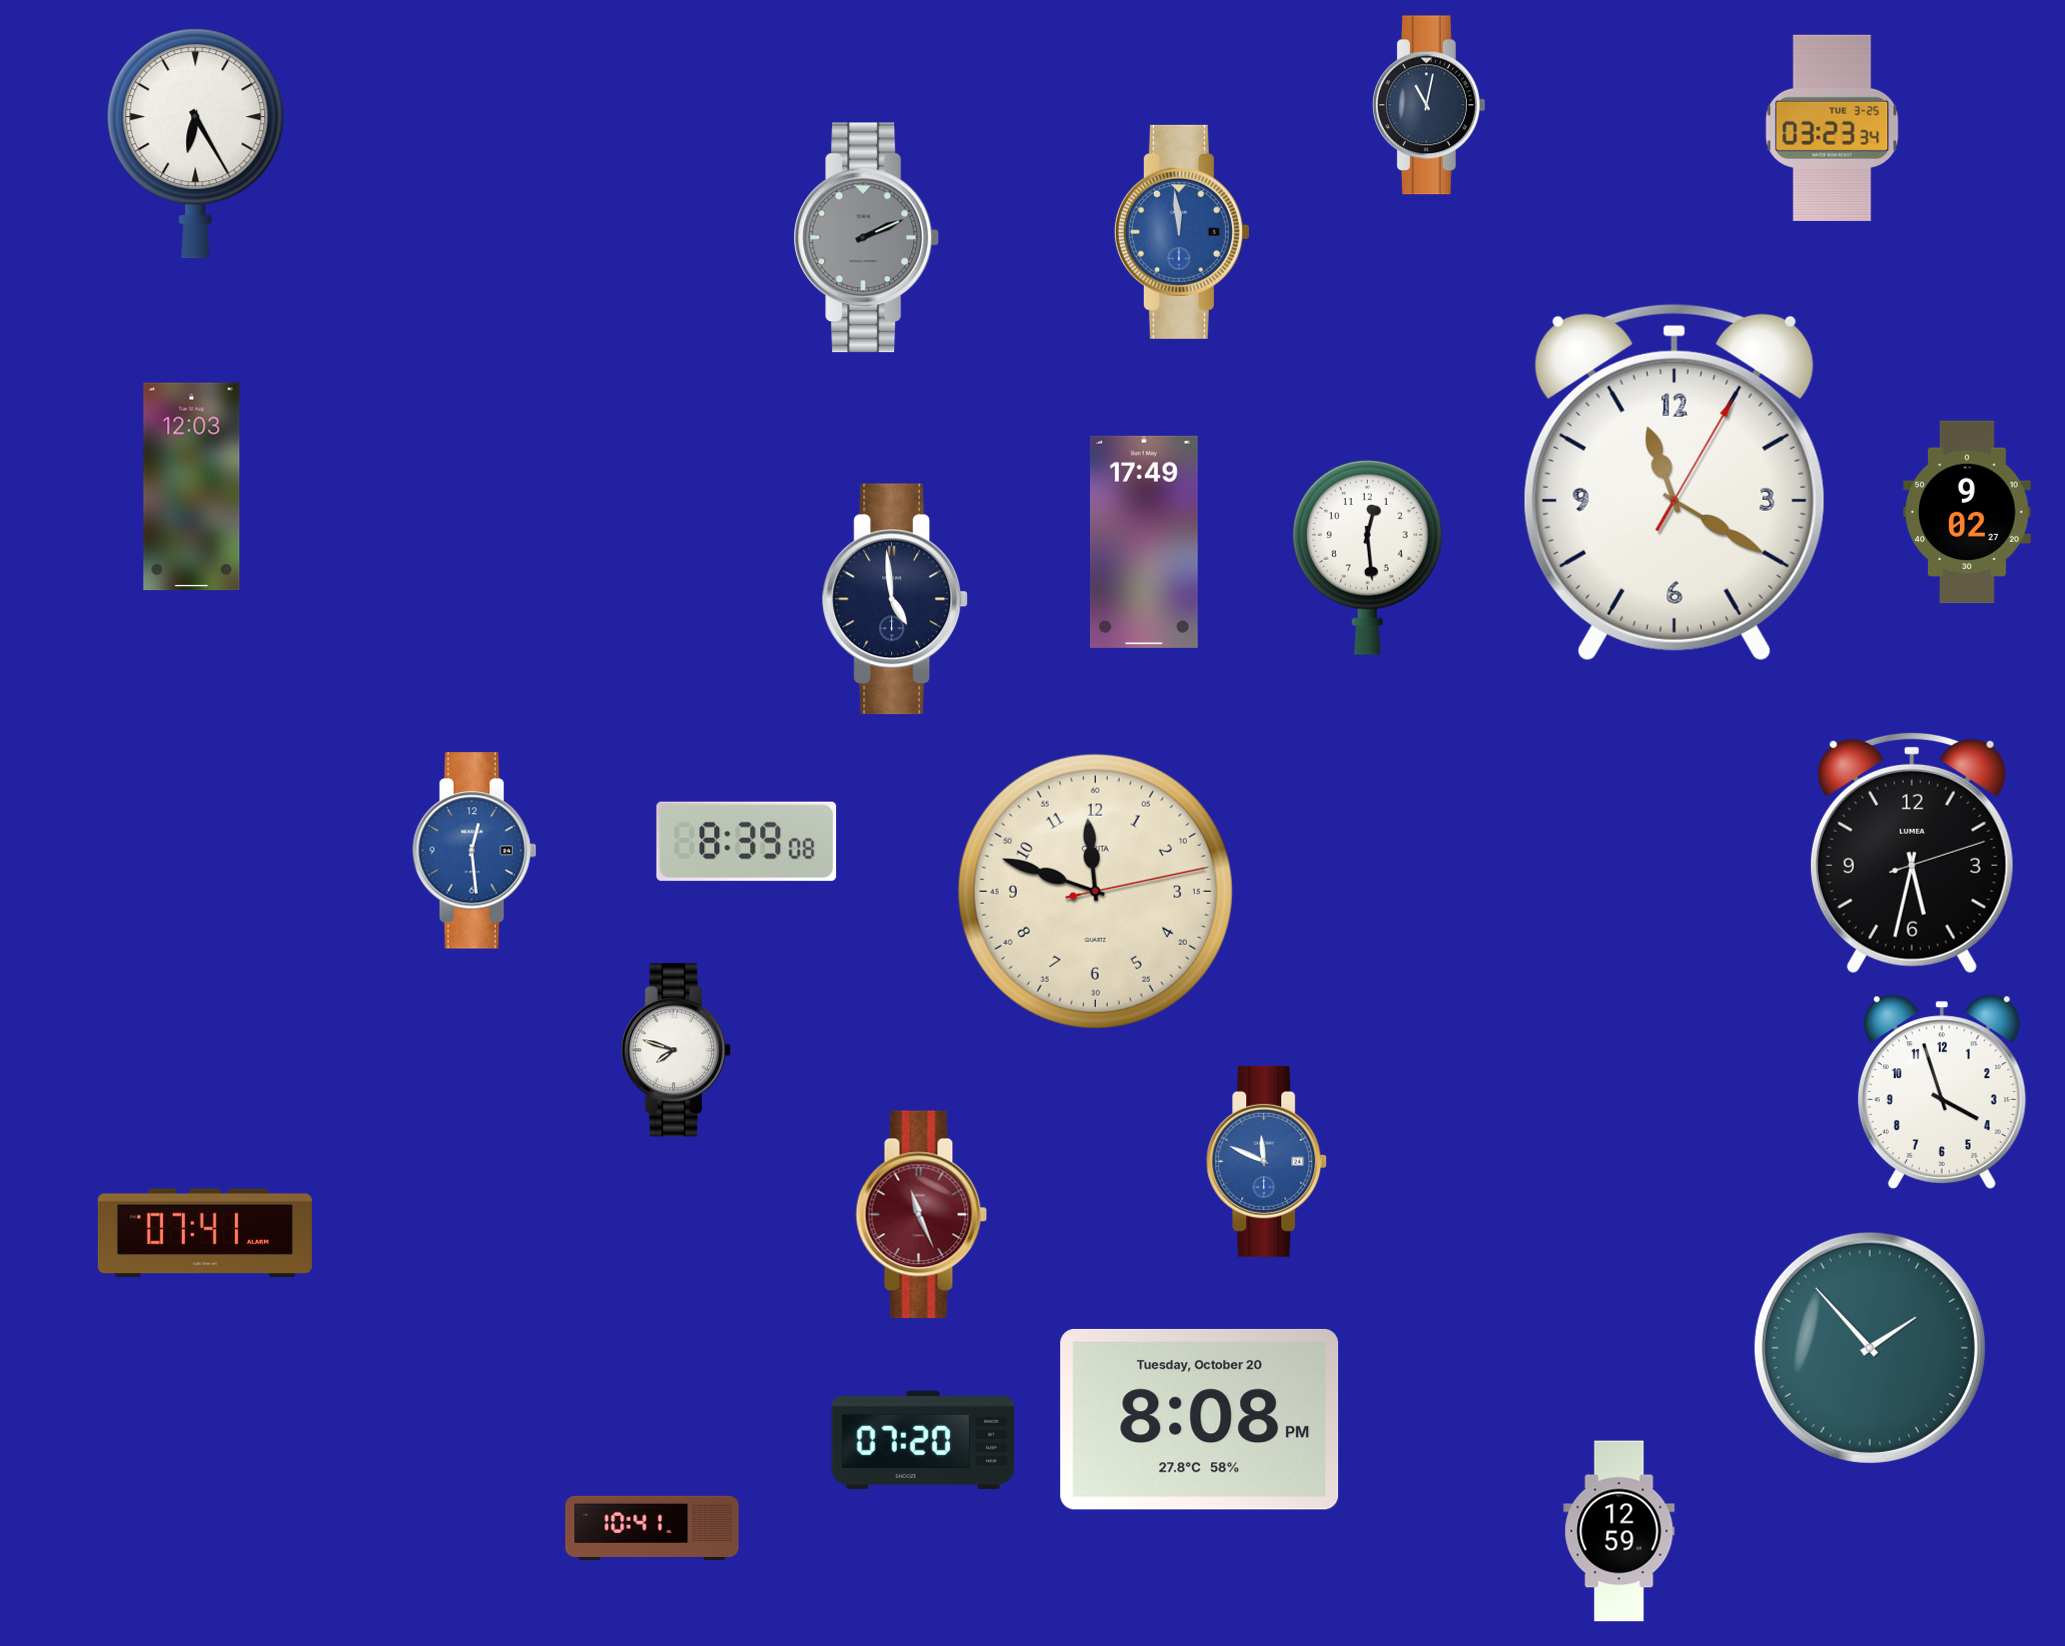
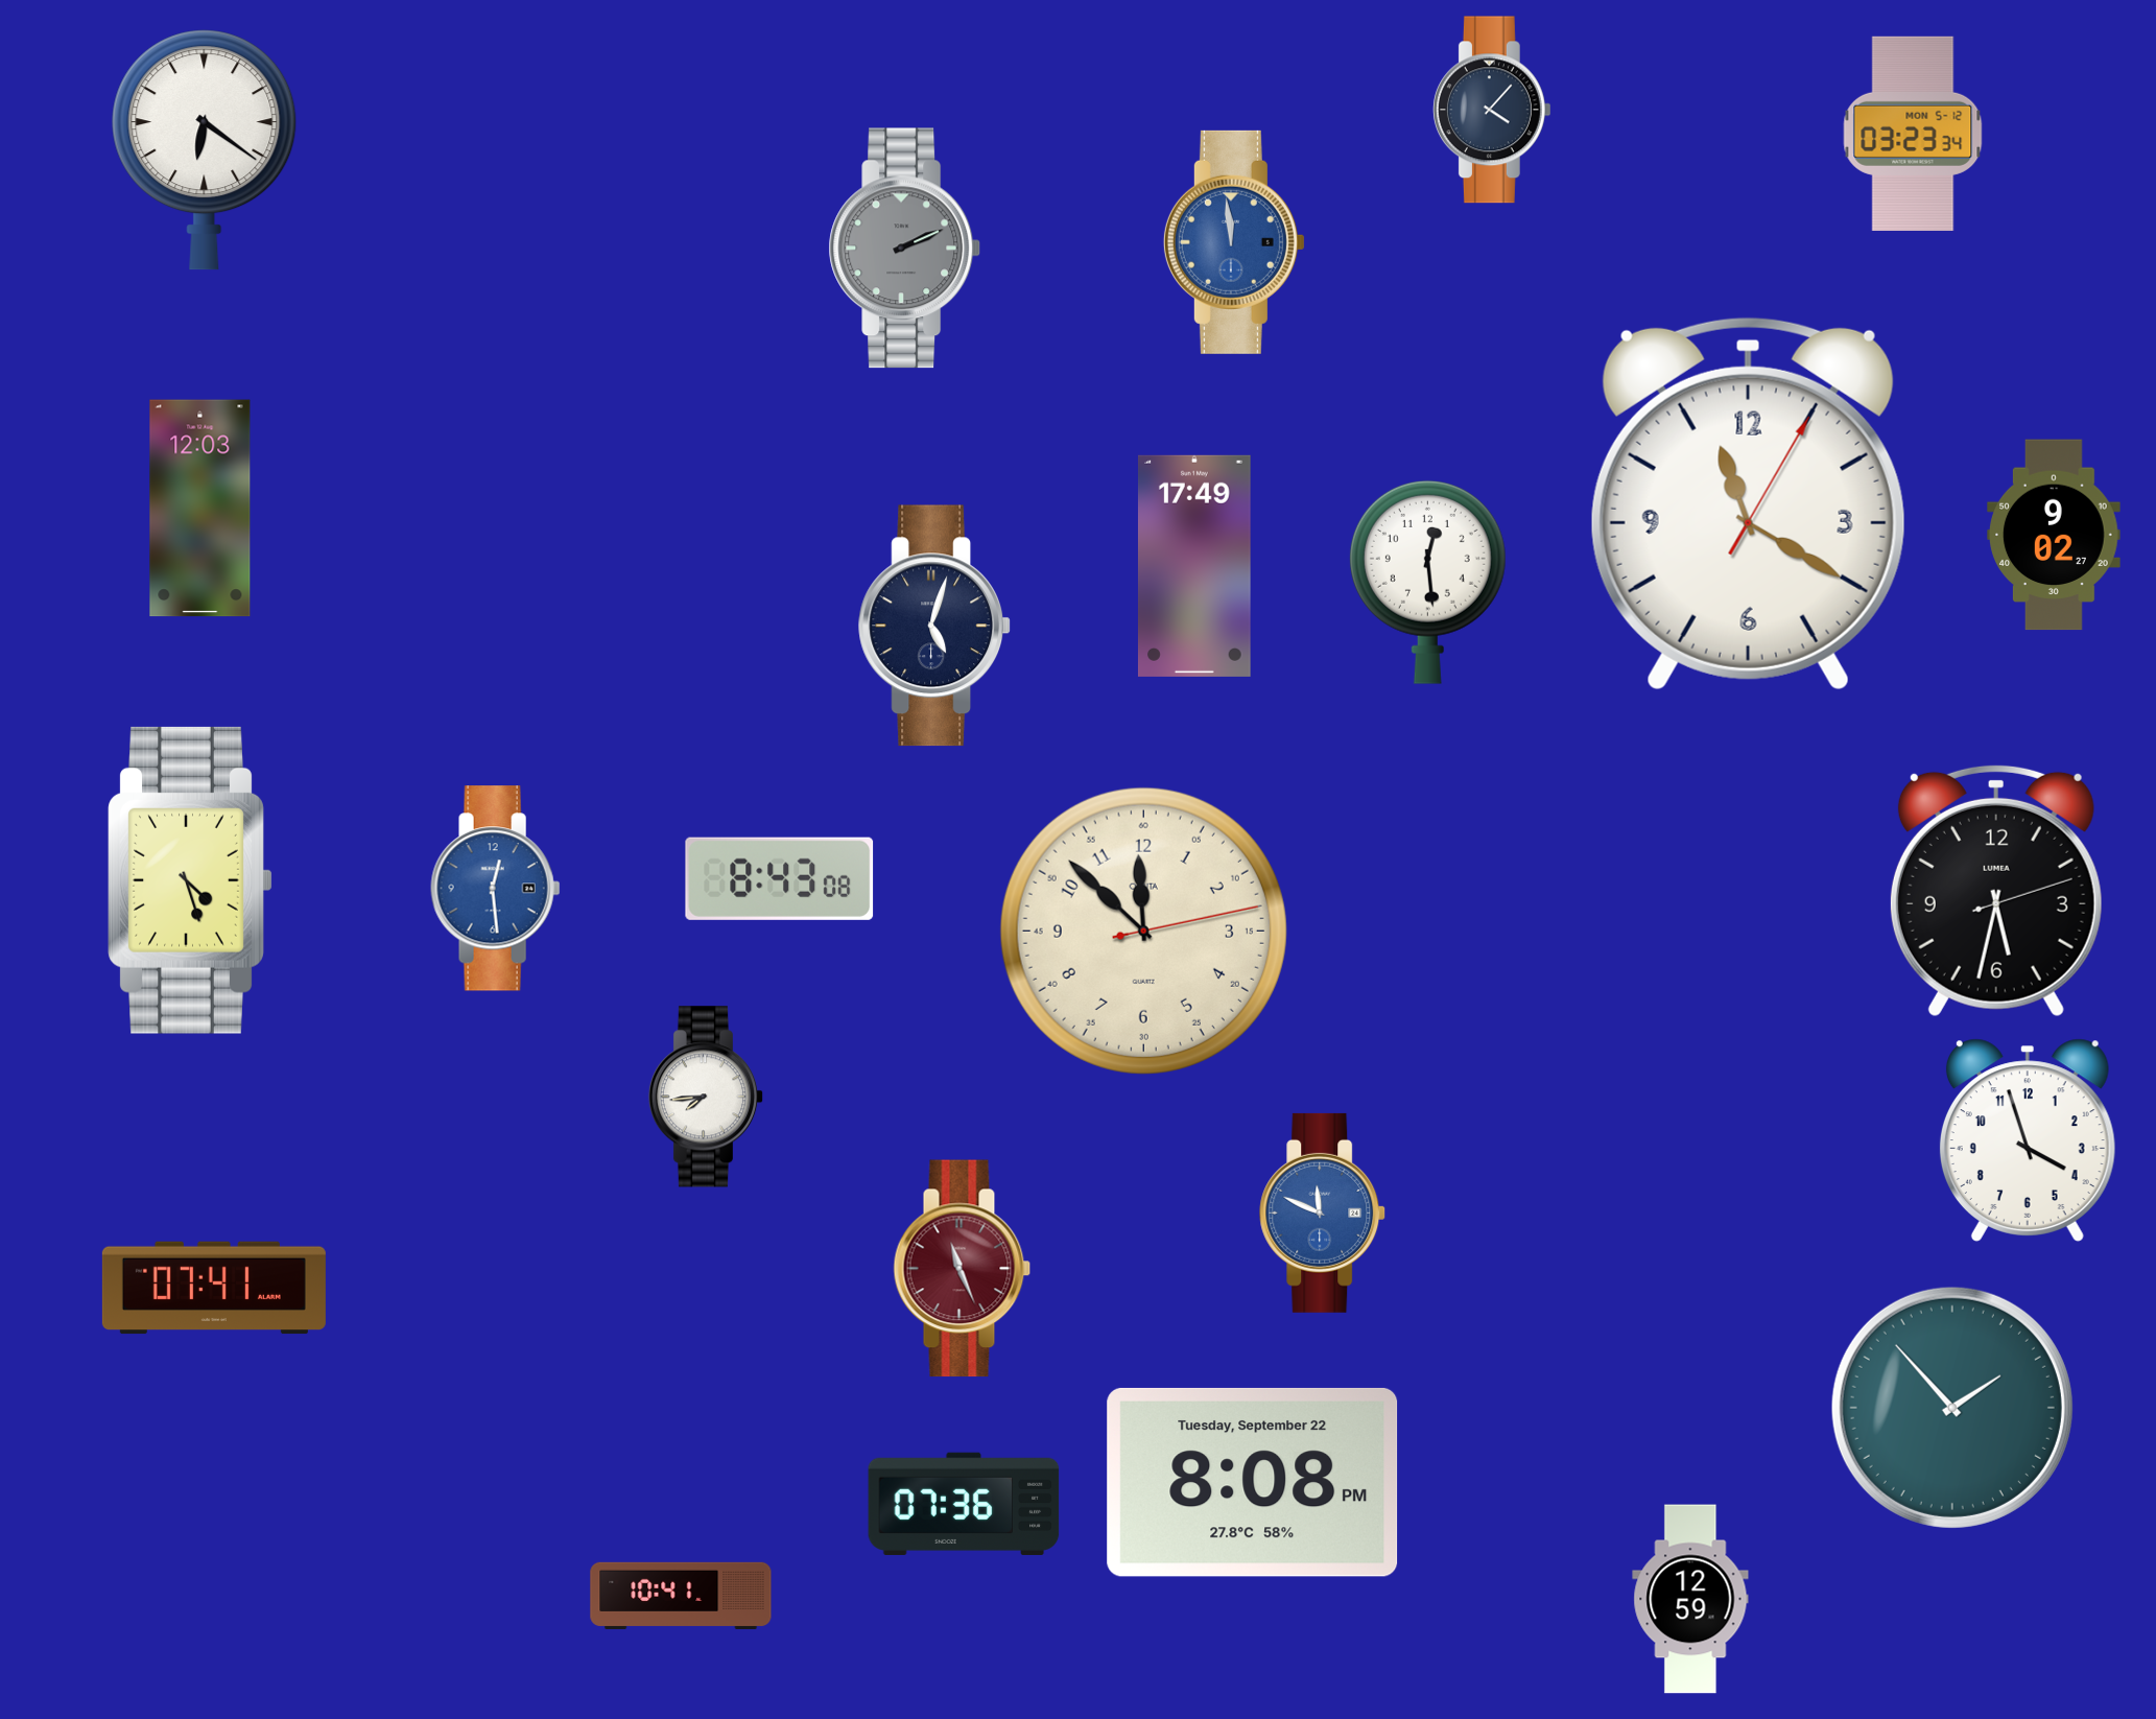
clock at (1429, 105): 11:02 -> 4:07
clock at (1832, 128) date: TUE 3-25 -> MON 5-12
clock at (196, 144): 6:25 -> 6:21
clock at (895, 599): 4:59 -> 5:03
clock at (747, 841): 8:39 -> 8:43
clock at (190, 880): none -> 4:27
clock at (1095, 891): 11:48 -> 11:52
clock at (676, 1050): 7:48 -> 7:44
clock at (1200, 1419) date: Tuesday, October 20 -> Tuesday, September 22
clock at (923, 1440): 07:20 -> 07:36
